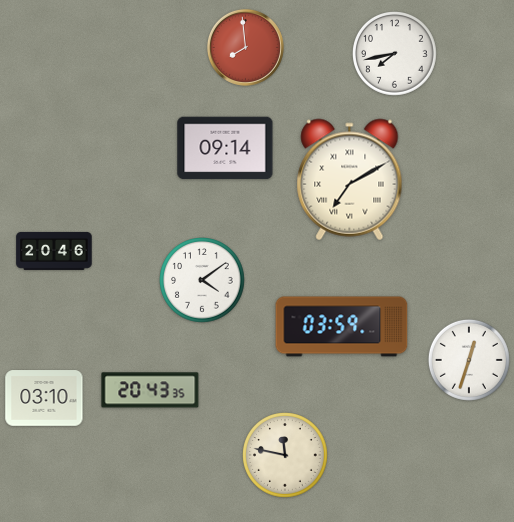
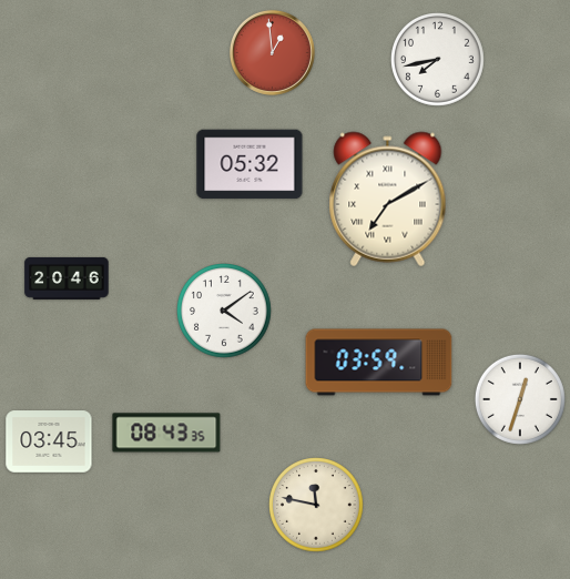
clock at (245, 47): 7:59 -> 12:59
clock at (225, 148): 09:14 -> 05:32
clock at (54, 251) position: (54, 251) -> (67, 278)
clock at (150, 390): 20:43 -> 08:43
clock at (44, 398): 03:10 -> 03:45
